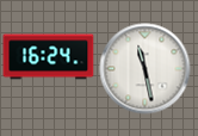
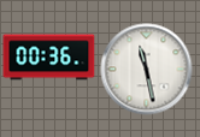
clock at (49, 57): 16:24 -> 00:36
